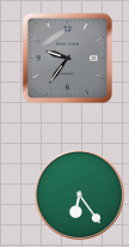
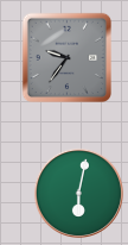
clock at (79, 194): 6:24 -> 6:02
